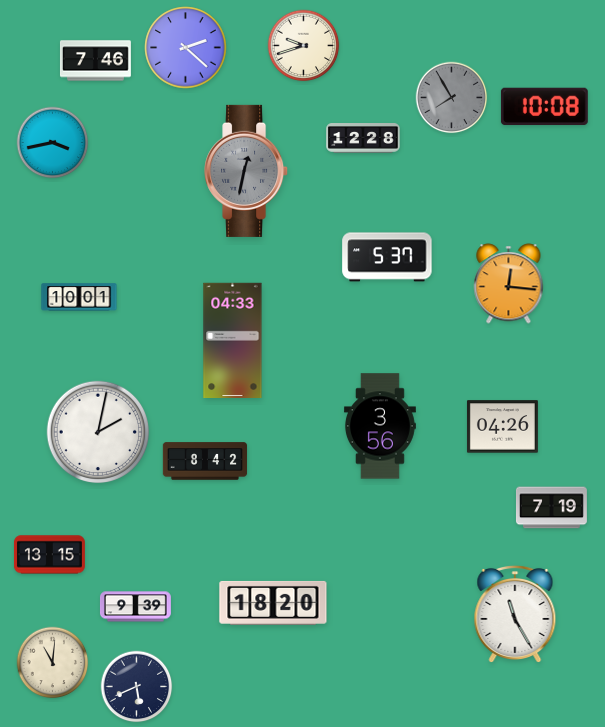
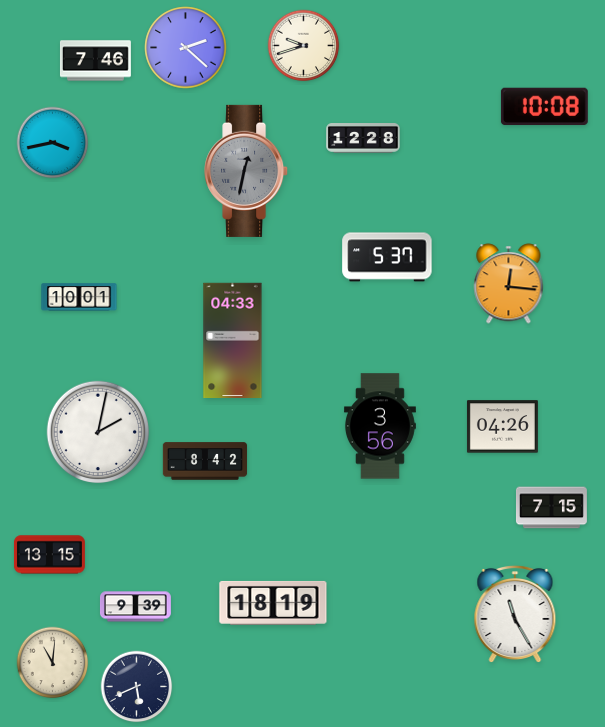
clock at (452, 98): 7:55 -> none
clock at (552, 508): 7:19 -> 7:15
clock at (273, 603): 18:20 -> 18:19
